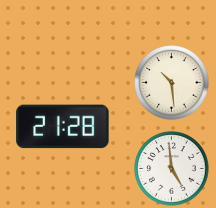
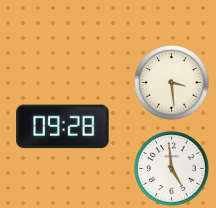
clock at (172, 83): 10:29 -> 3:29
clock at (63, 127): 21:28 -> 09:28
